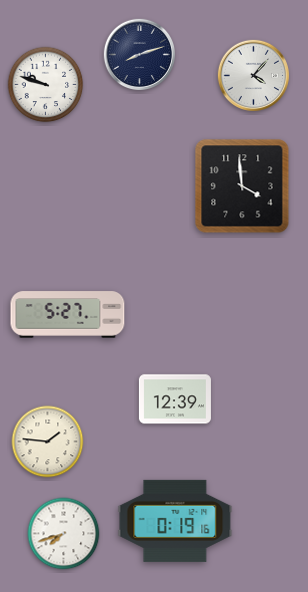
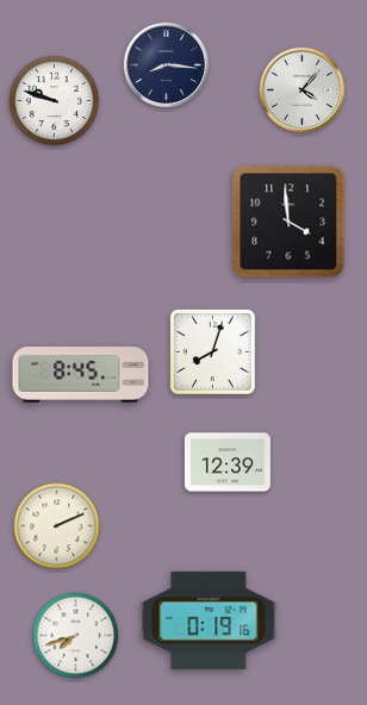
clock at (139, 54): 8:12 -> 8:16
clock at (212, 351): none -> 8:03
clock at (68, 315): 5:27 -> 8:45
clock at (175, 399) position: (175, 399) -> (228, 462)
clock at (48, 442): 1:46 -> 2:11
